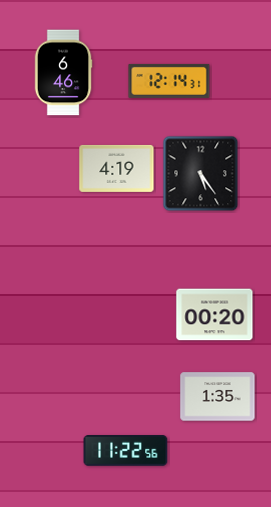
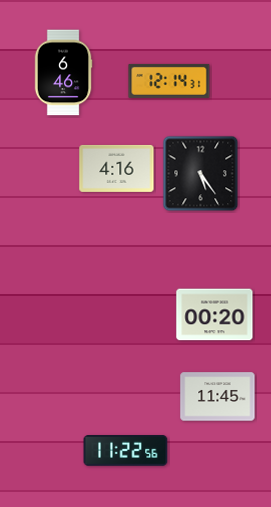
clock at (117, 168): 4:19 -> 4:16
clock at (218, 397): 1:35 -> 11:45
